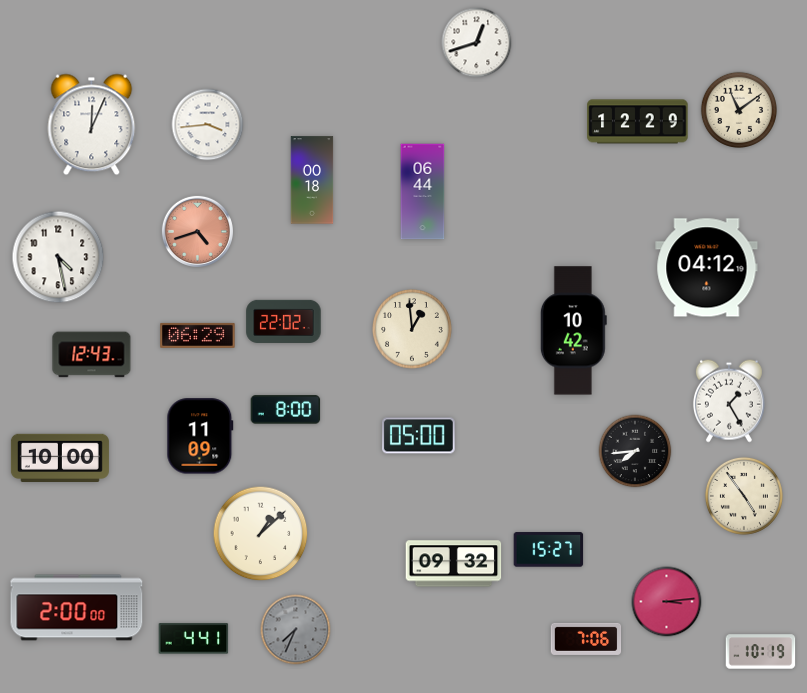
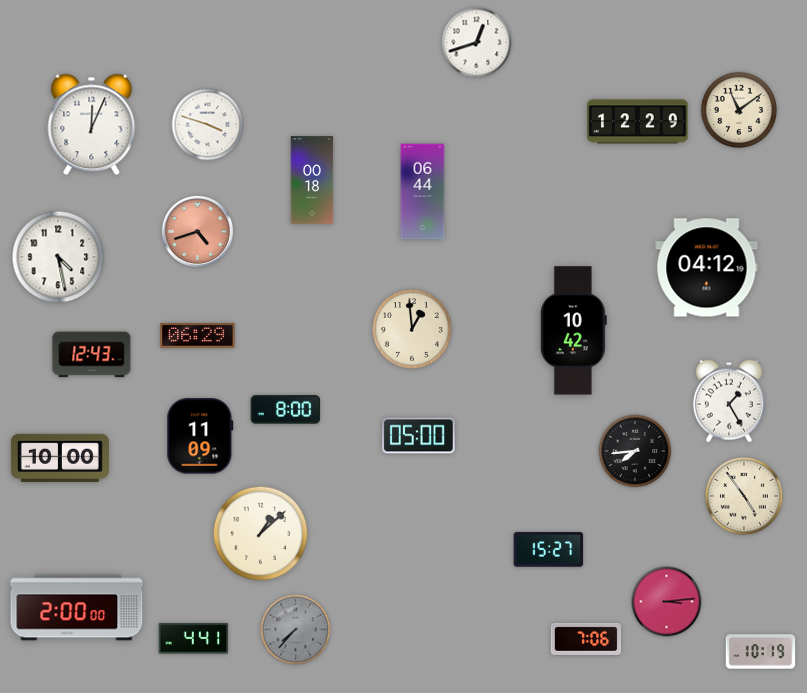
clock at (208, 125): 3:44 -> 3:48
clock at (284, 321): 22:02 -> none
clock at (454, 564): 09:32 -> none
clock at (296, 630): 7:34 -> 7:37
